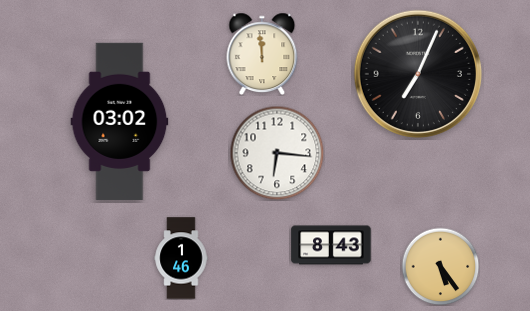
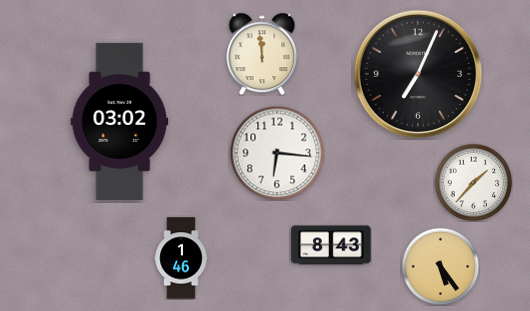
clock at (473, 182): none -> 1:37
